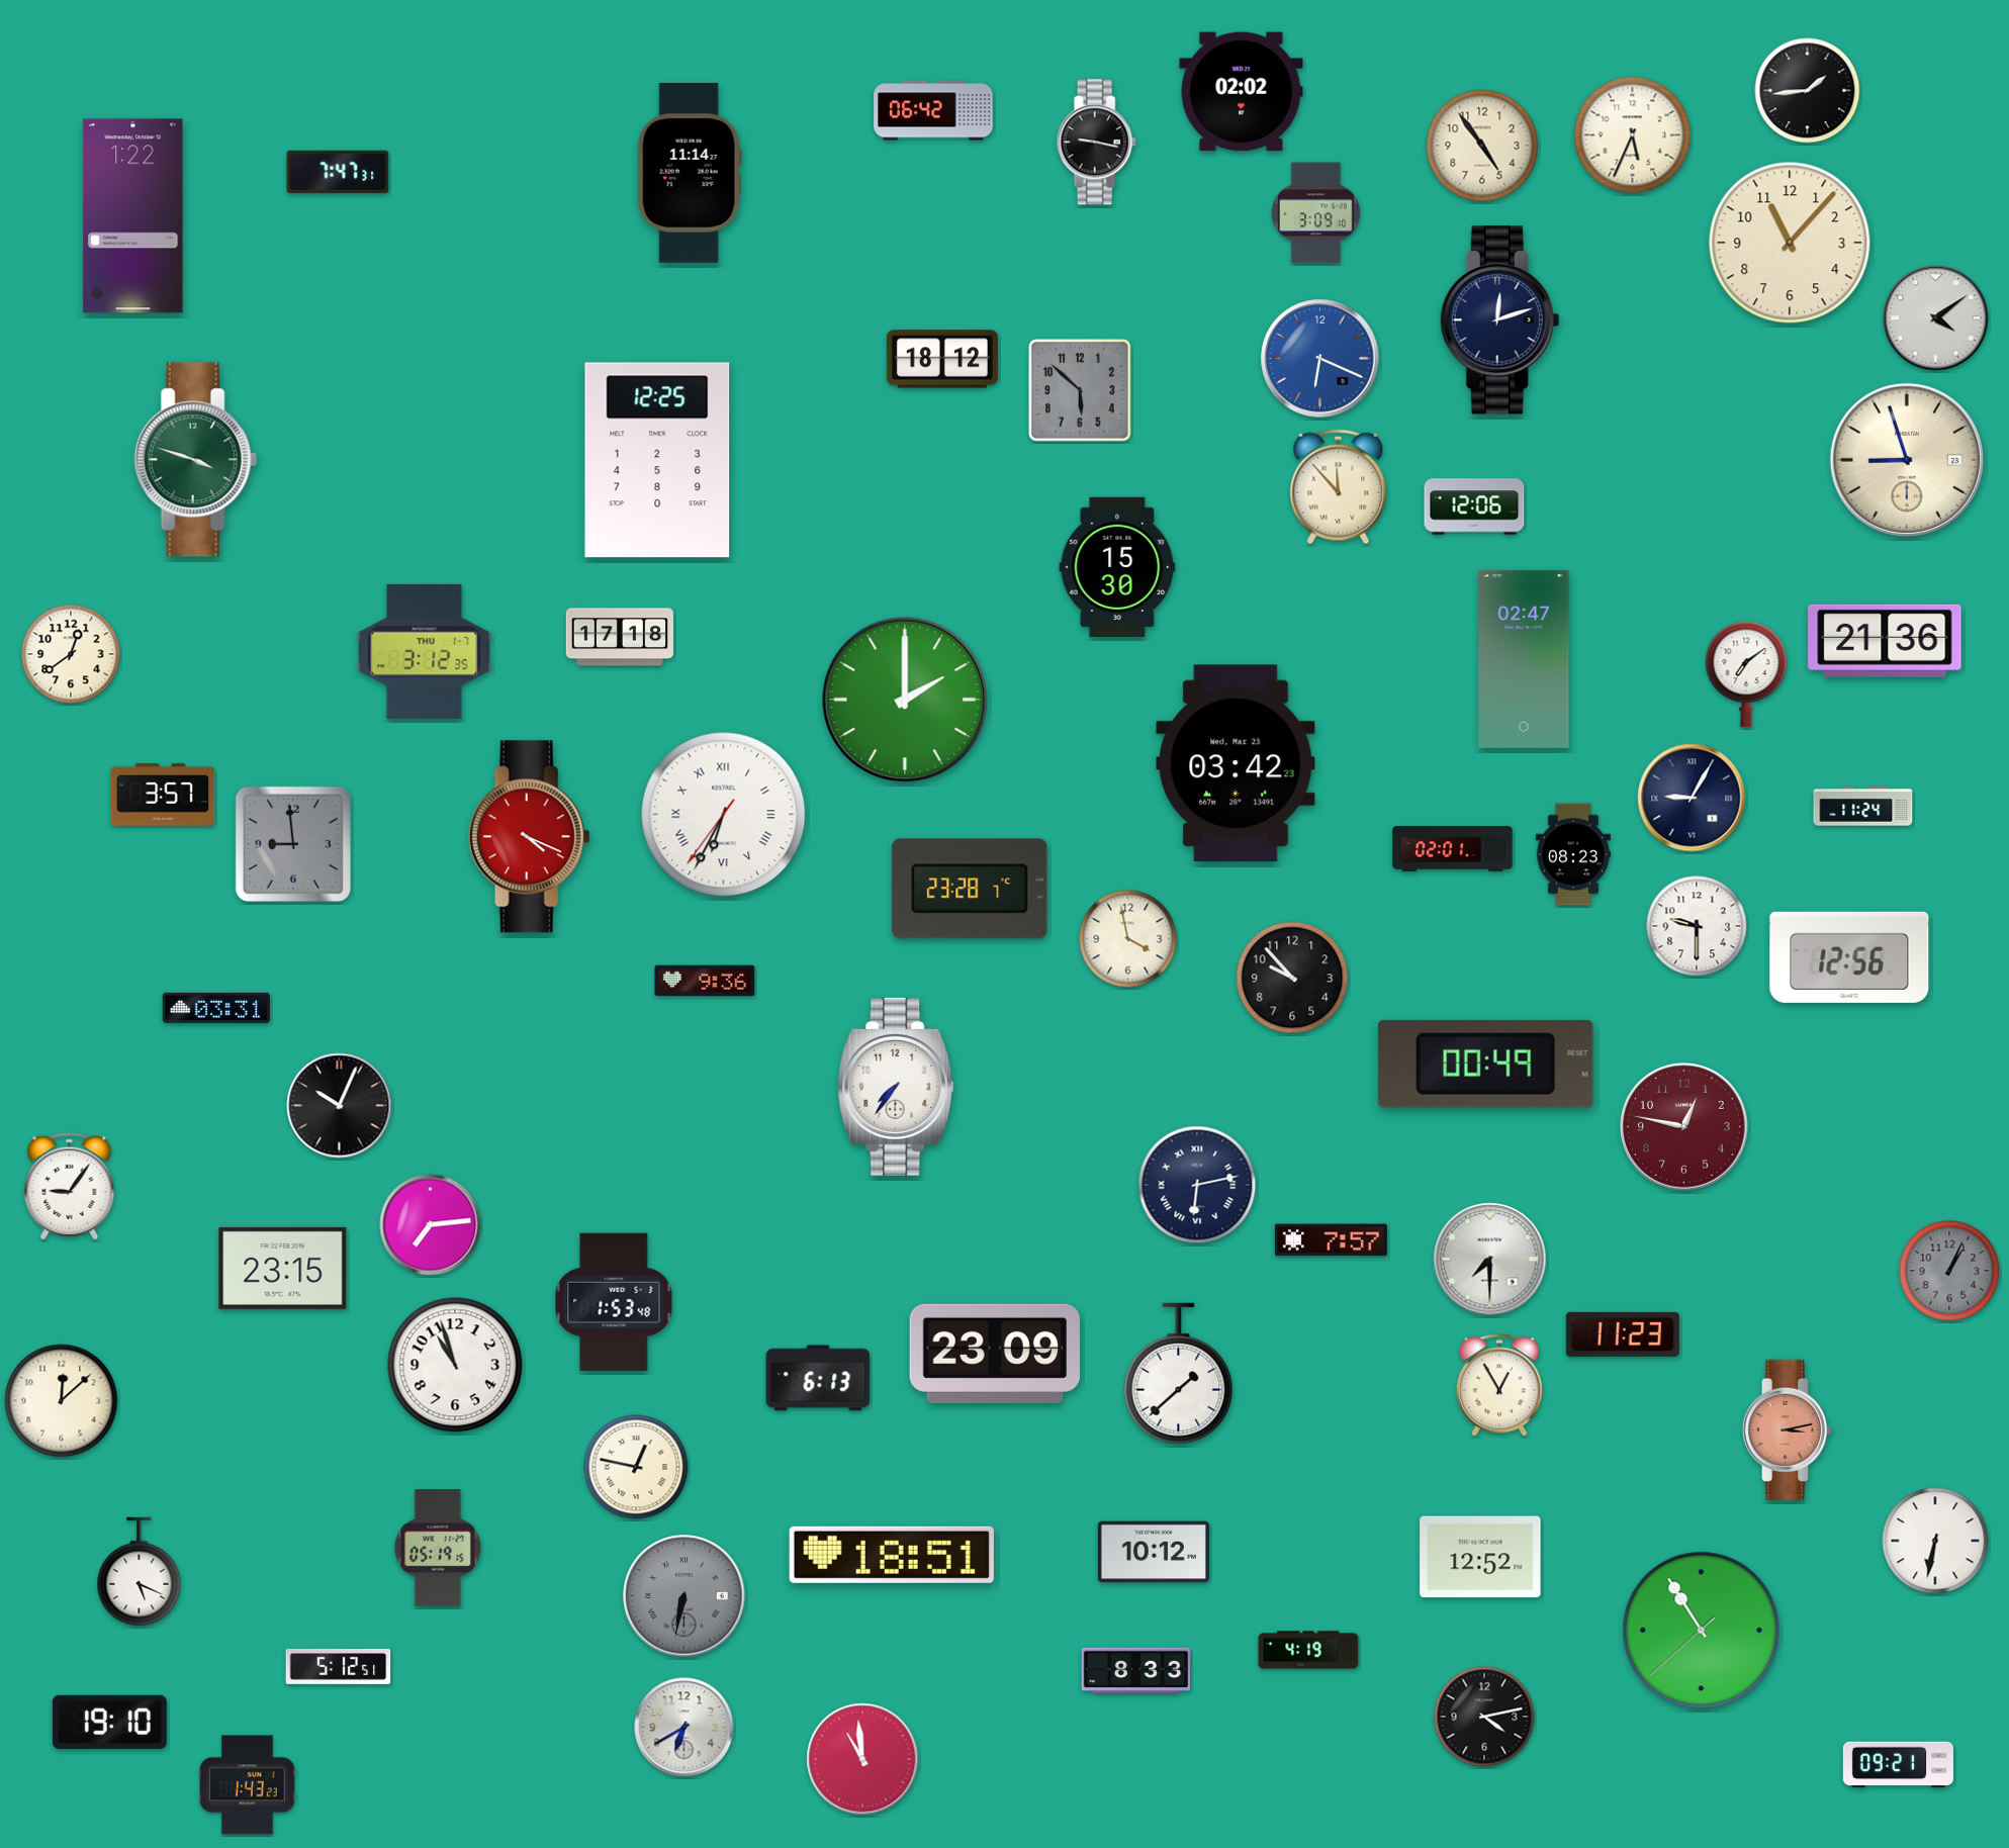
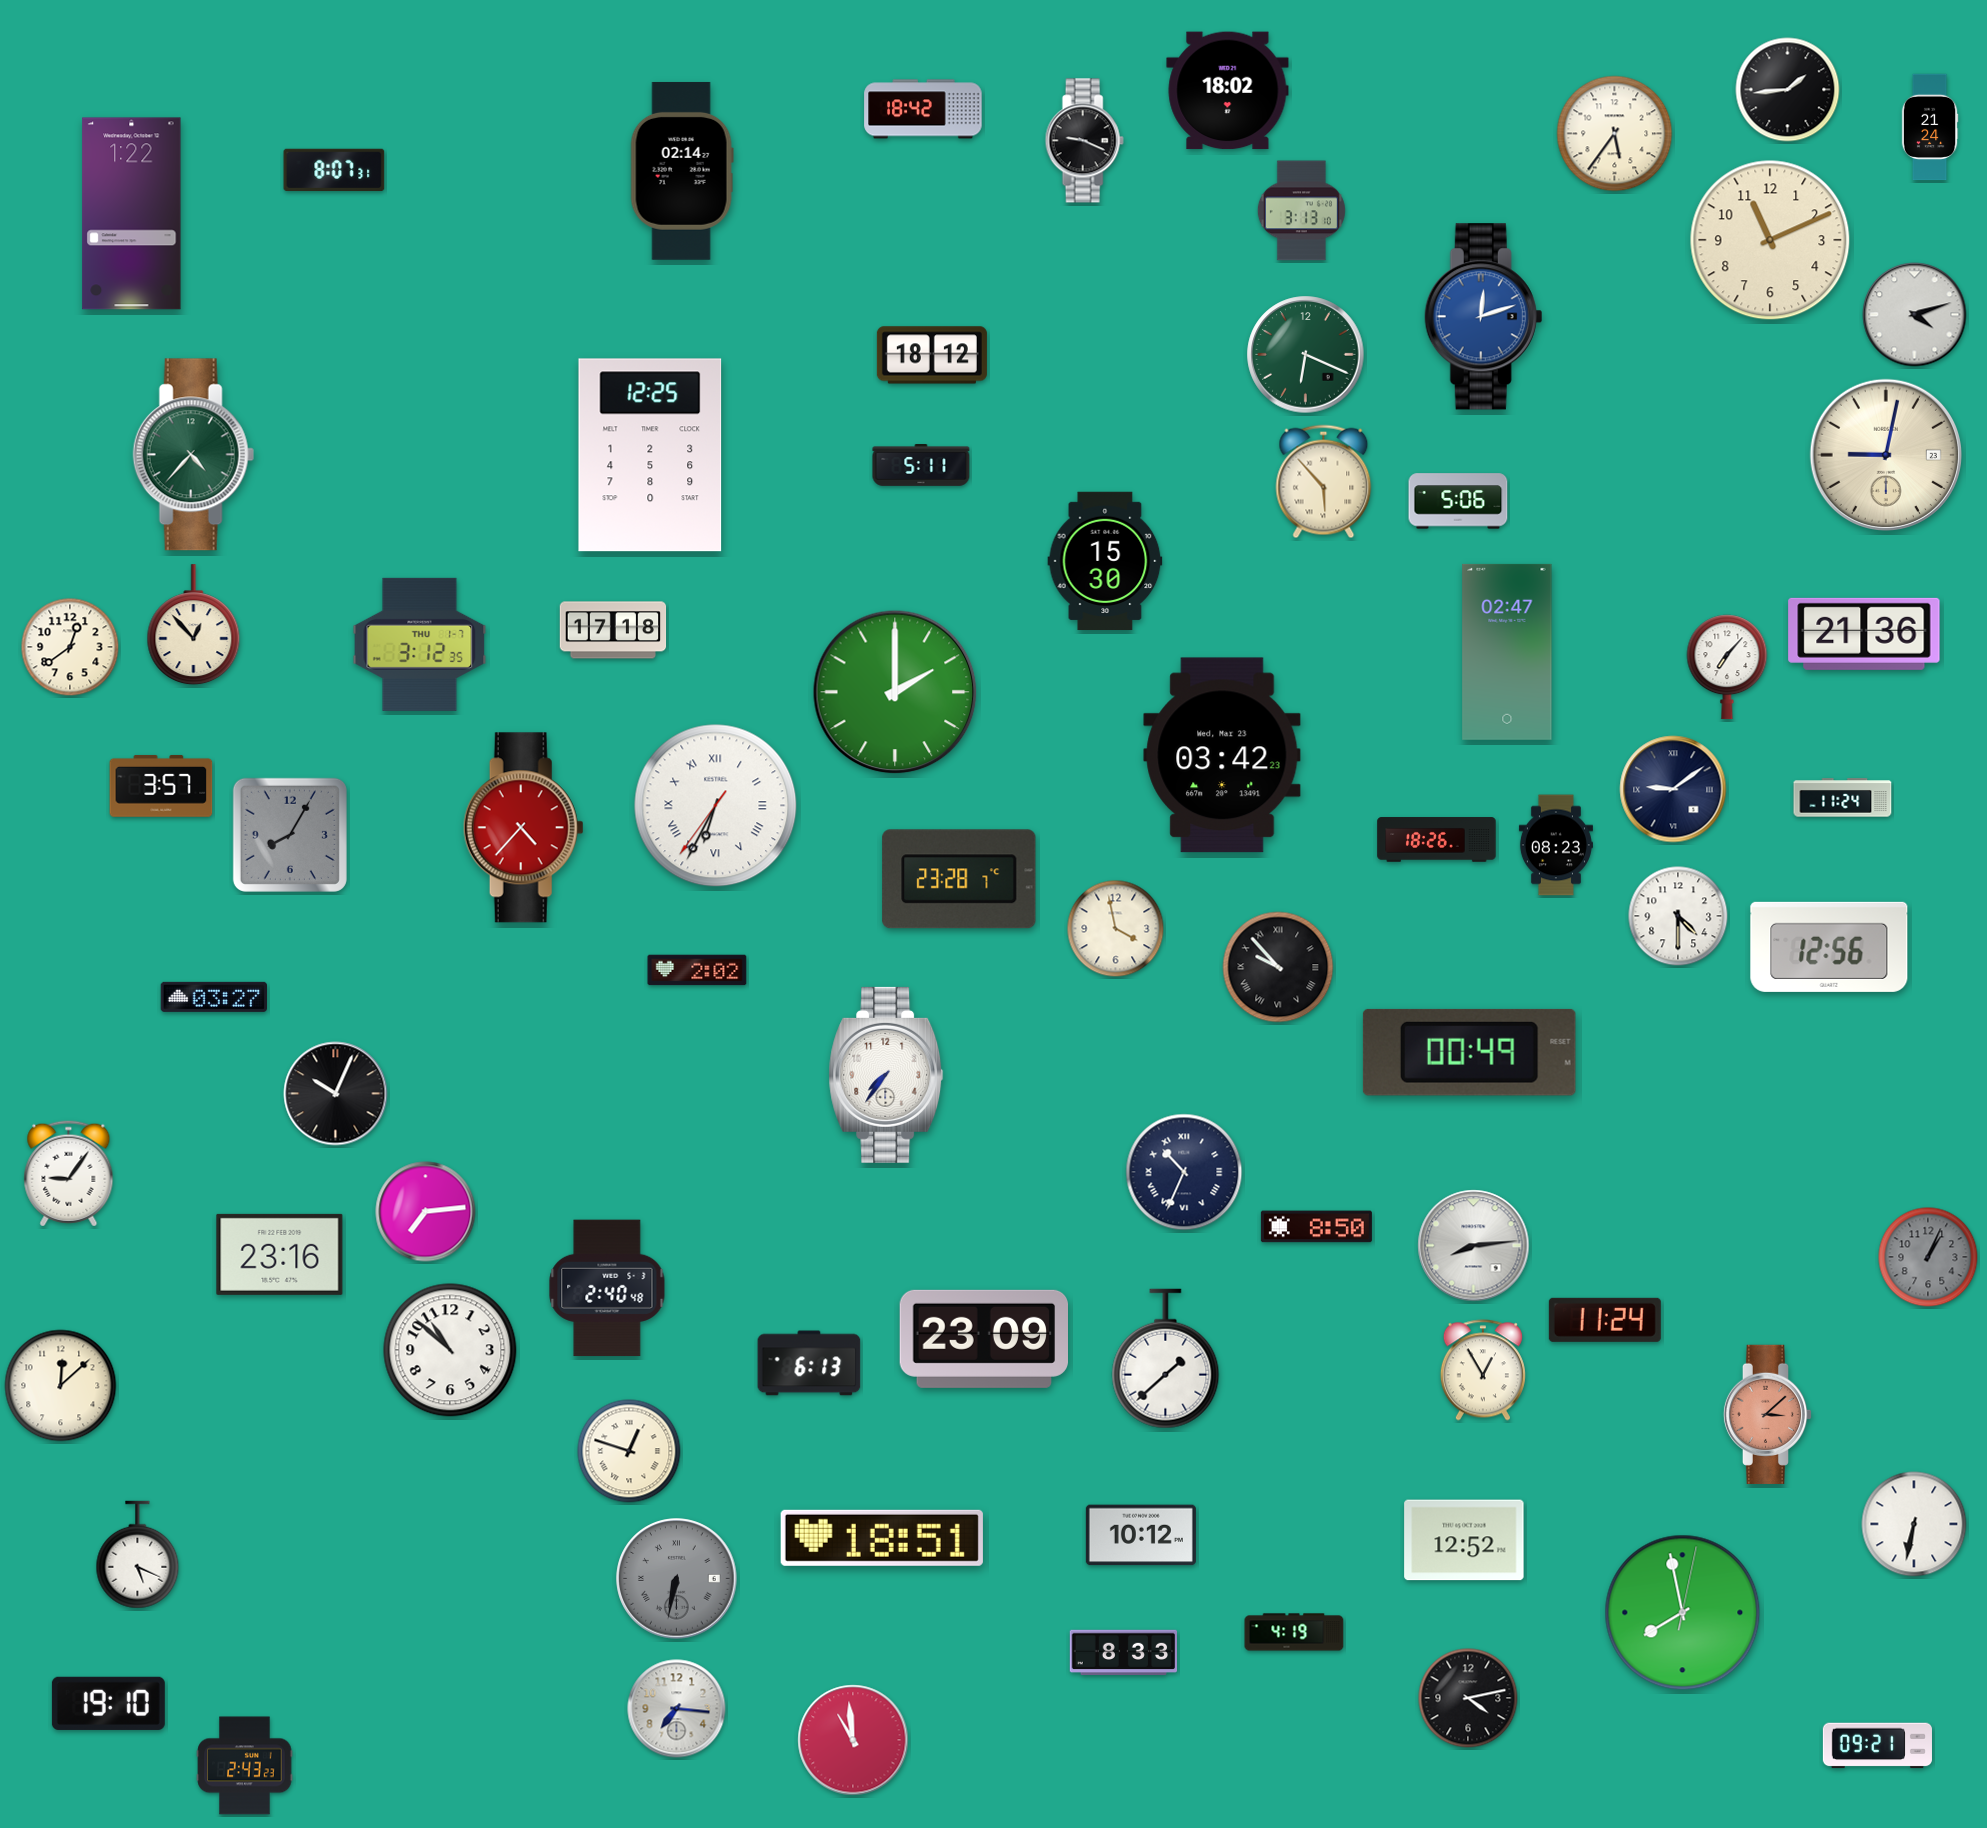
clock at (1242, 92): 02:02 -> 18:02
clock at (933, 110): 06:42 -> 18:42
clock at (1930, 127): none -> 21:24
clock at (1633, 135): 5:34 -> 5:36
clock at (1096, 143): 9:17 -> 9:19
clock at (1482, 146): 4:54 -> none
clock at (338, 171): 7:47 -> 8:07
clock at (690, 173): 11:14 -> 02:14
clock at (1315, 213): 3:09 -> 3:13
clock at (1790, 243): 11:07 -> 11:11
clock at (1936, 318): 4:09 -> 4:12
clock at (1500, 320) dial: navy -> blue
clock at (1320, 359) dial: blue -> green
clock at (1080, 390): 5:52 -> none
clock at (195, 460): 3:48 -> 4:37
clock at (1907, 460): 8:57 -> 9:02
clock at (921, 466): none -> 5:11
clock at (1339, 487): 11:53 -> 5:53
clock at (1474, 506): 12:06 -> 5:06
clock at (194, 625): none -> 12:53
clock at (1746, 674): 7:09 -> 7:07
clock at (1692, 798): 9:05 -> 9:09
clock at (529, 837): 4:19 -> 4:37
clock at (293, 844): 8:59 -> 8:05
clock at (1453, 849): 02:01 -> 18:26
clock at (1697, 926): 9:30 -> 4:30
clock at (1292, 978) numerals: Arabic -> Roman
clock at (705, 981): 9:36 -> 2:02
clock at (216, 1008): 03:31 -> 03:27
clock at (1684, 1127): 12:47 -> none
clock at (1197, 1185): 6:13 -> 10:34
clock at (1331, 1240): 7:57 -> 8:50
clock at (1490, 1260): 7:30 -> 8:14
clock at (283, 1268): 23:15 -> 23:16
clock at (614, 1302): 1:53 -> 2:40
clock at (1623, 1334): 11:23 -> 11:24
clock at (455, 1365): 10:57 -> 10:52
clock at (1788, 1429): 3:13 -> 3:08
clock at (636, 1467): 12:47 -> 12:48
clock at (438, 1548): 05:19 -> none
clock at (1702, 1631): 10:54 -> 7:58
clock at (339, 1666): 5:12 -> none
clock at (684, 1728): 6:40 -> 7:16
clock at (248, 1785): 1:43 -> 2:43
